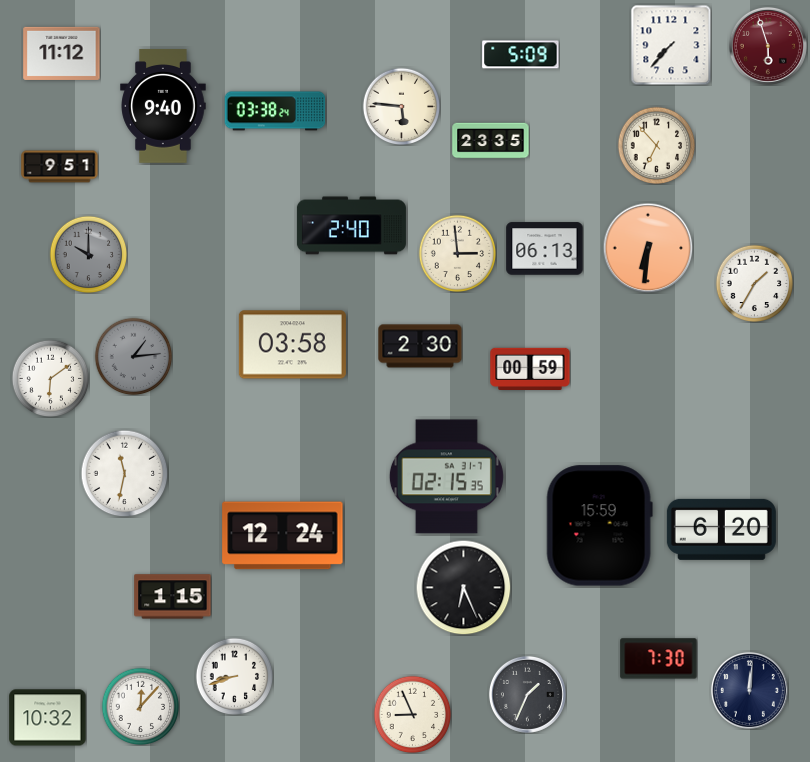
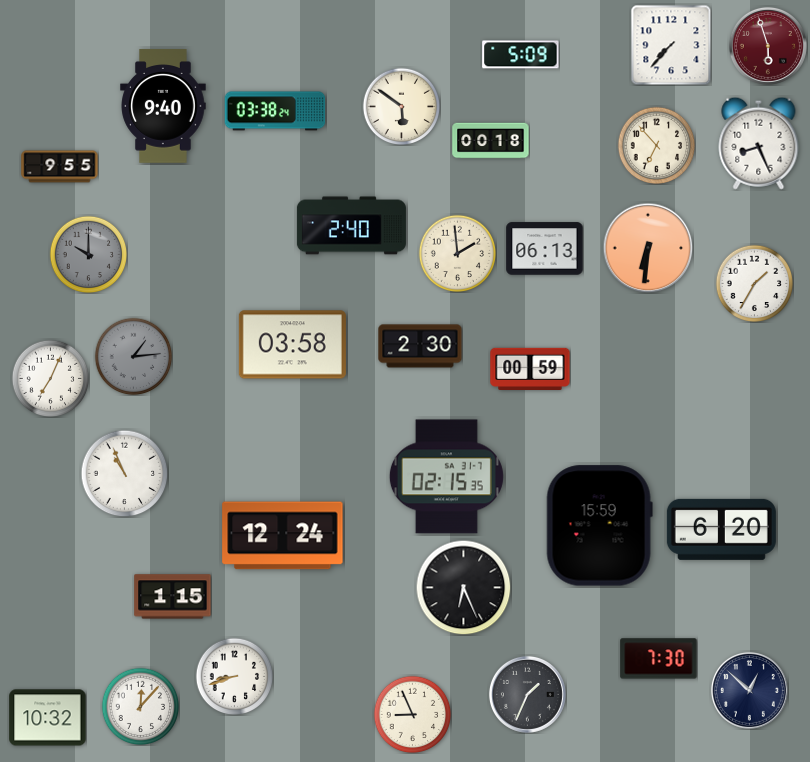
clock at (62, 53): 11:12 -> none
clock at (401, 106): 5:46 -> 5:51
clock at (491, 141): 23:35 -> 00:18
clock at (759, 143): none -> 8:26
clock at (60, 167): 9:51 -> 9:55
clock at (457, 253): 2:59 -> 1:59
clock at (50, 378): 6:09 -> 7:04
clock at (124, 473): 11:32 -> 10:56
clock at (749, 690): 12:01 -> 12:52
